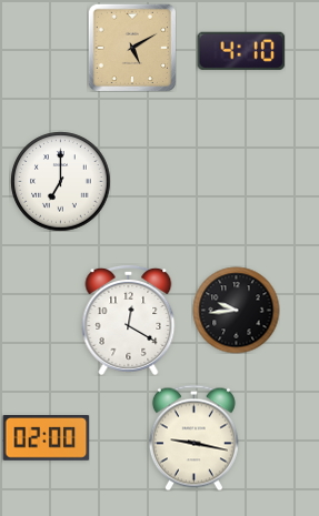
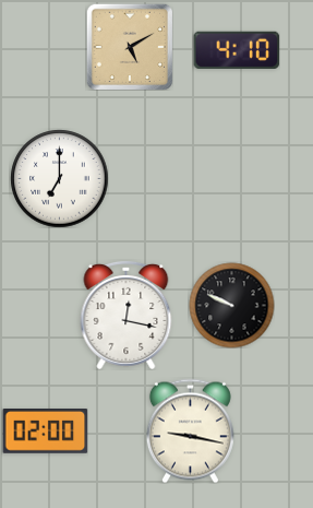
clock at (236, 310): 9:44 -> 9:49
clock at (129, 320): 12:20 -> 12:17
